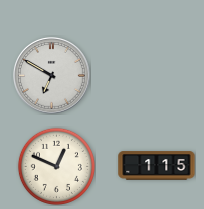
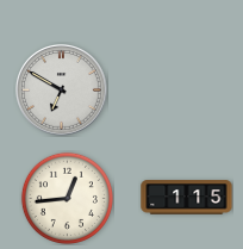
clock at (56, 166): 12:49 -> 12:44
